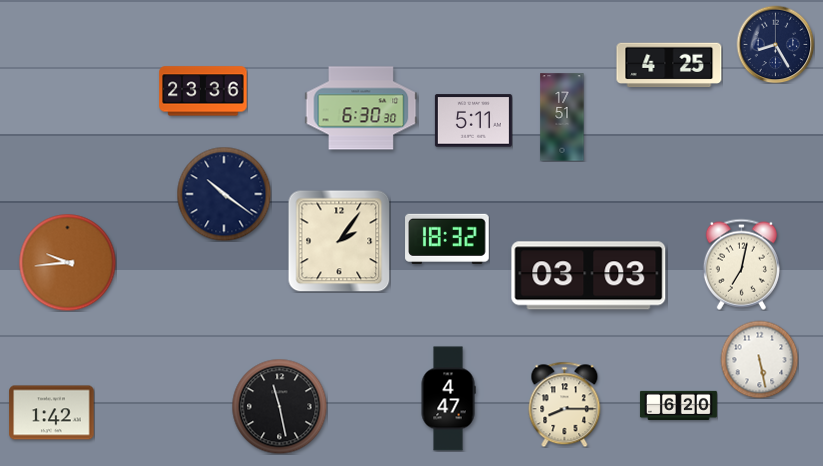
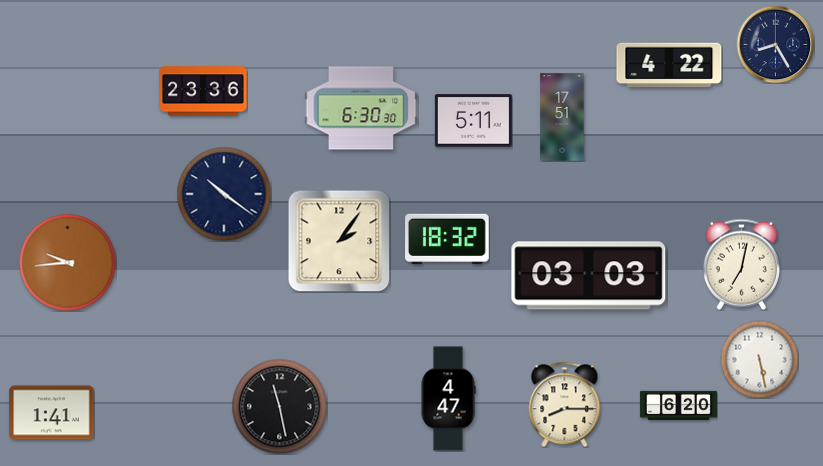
clock at (669, 65): 4:25 -> 4:22
clock at (52, 413): 1:42 -> 1:41
